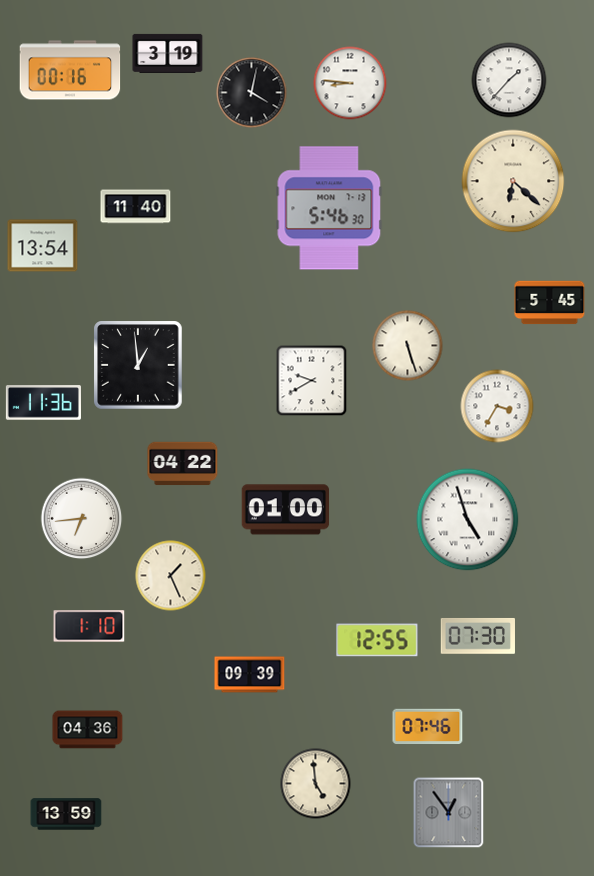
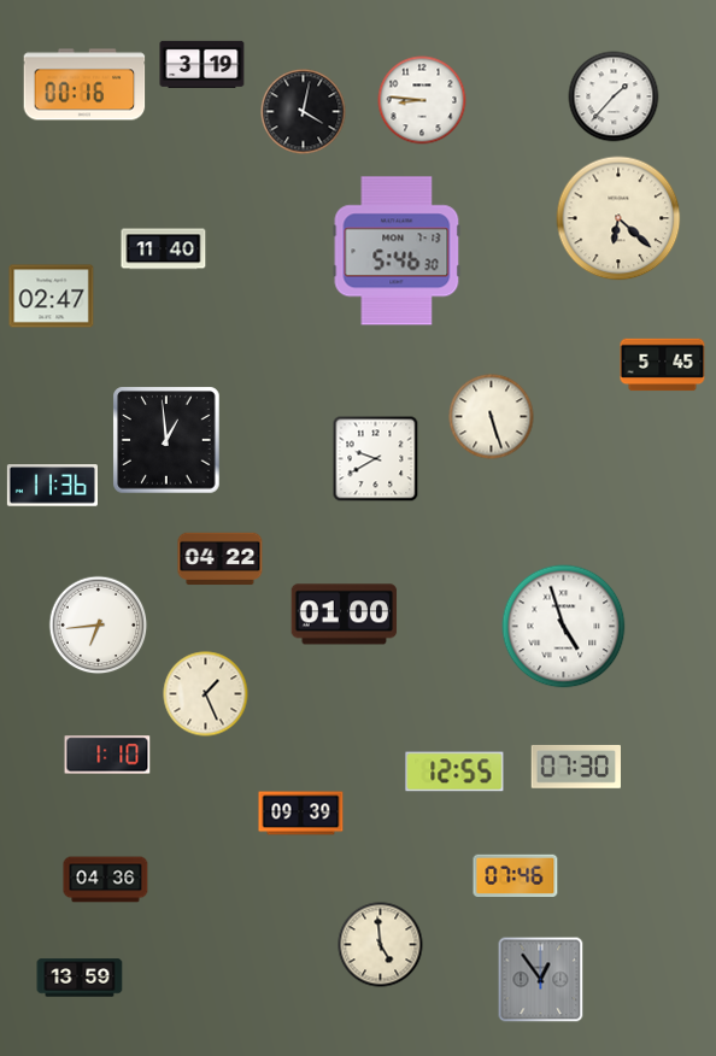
clock at (43, 246): 13:54 -> 02:47
clock at (497, 406): 3:35 -> none
clock at (66, 814) position: (66, 814) -> (80, 978)
